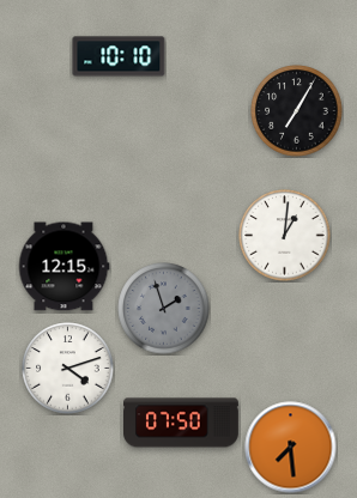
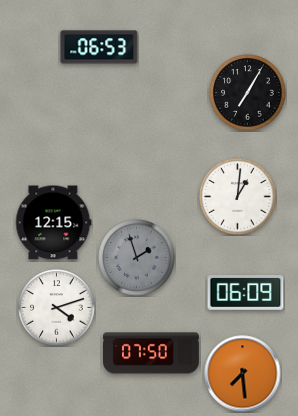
clock at (119, 56): 10:10 -> 06:53
clock at (246, 293): none -> 06:09
